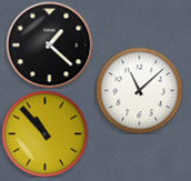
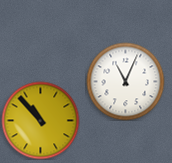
clock at (49, 44): 1:22 -> none
clock at (139, 90): 11:08 -> 11:04
